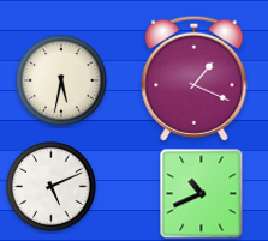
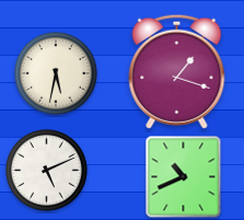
clock at (195, 78): 1:19 -> 1:18
